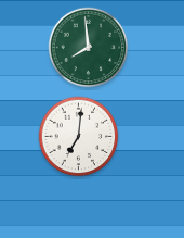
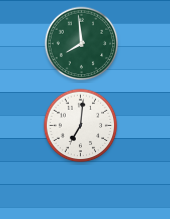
clock at (79, 137) position: (79, 137) -> (81, 126)
